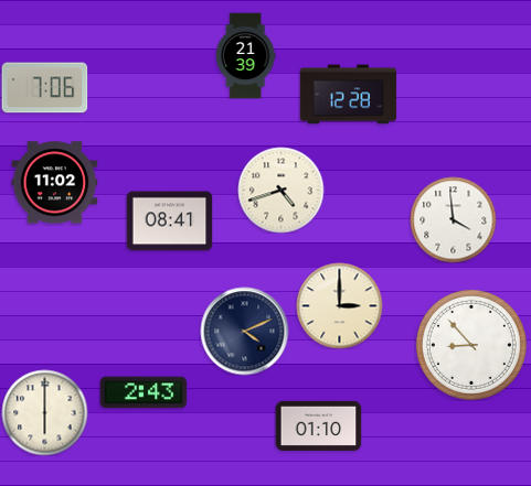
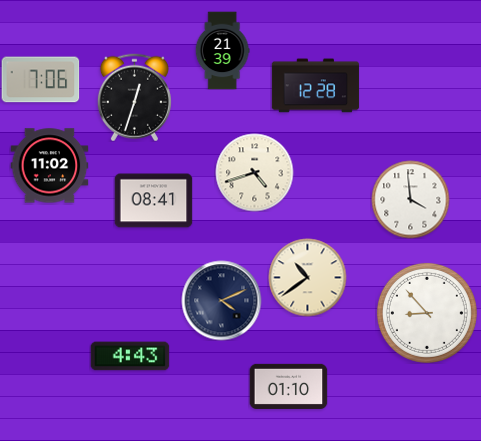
clock at (134, 97): none -> 12:33
clock at (339, 305): 3:00 -> 10:39
clock at (144, 392): 2:43 -> 4:43
clock at (44, 412): 6:00 -> none
